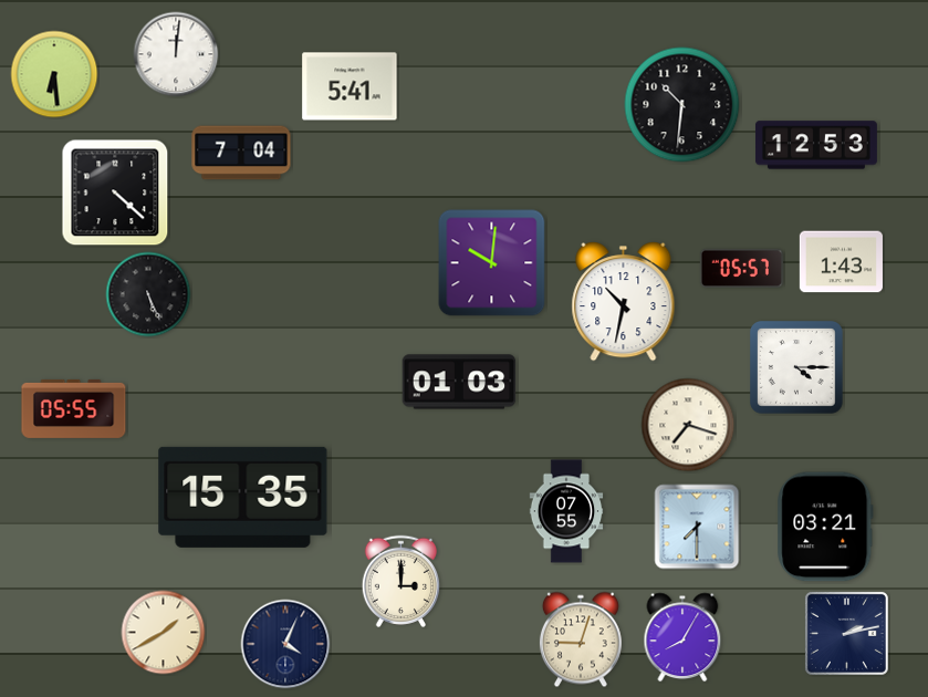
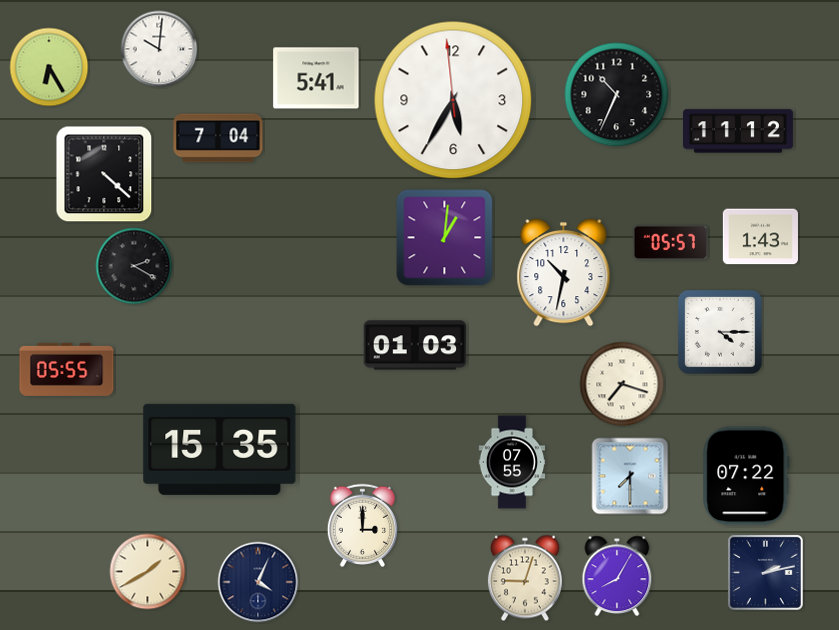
clock at (176, 54): 12:01 -> 10:01
clock at (54, 74): 6:29 -> 6:25
clock at (682, 105): 10:31 -> 10:34
clock at (453, 100): none -> 5:34
clock at (816, 145): 12:53 -> 11:12
clock at (492, 263): 10:01 -> 1:01
clock at (148, 294): 5:26 -> 2:20
clock at (825, 527): 03:21 -> 07:22
